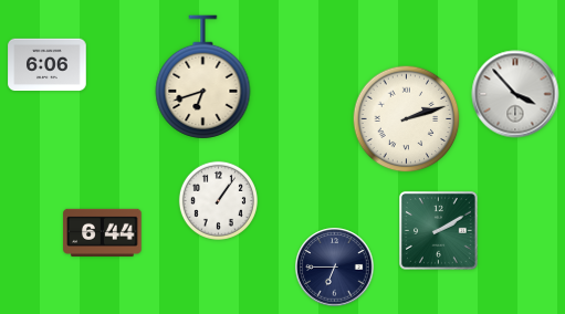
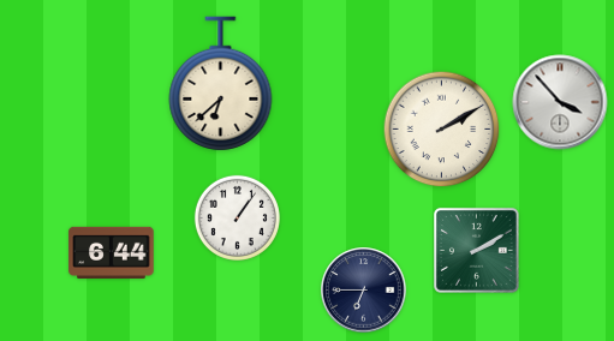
clock at (48, 65): 6:06 -> none
clock at (203, 77): 6:42 -> 6:38
clock at (407, 119): 2:12 -> 2:10
